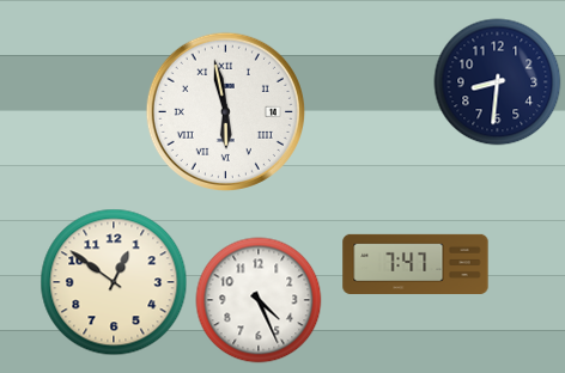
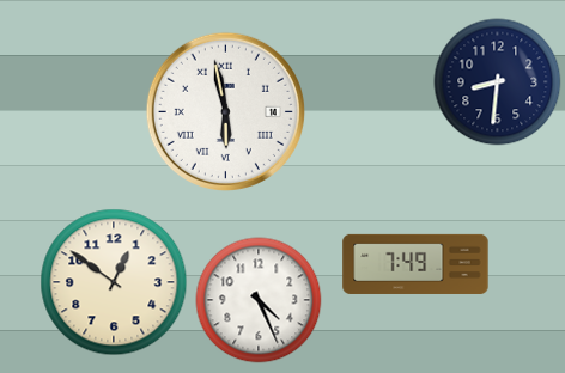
clock at (415, 264): 7:47 -> 7:49
